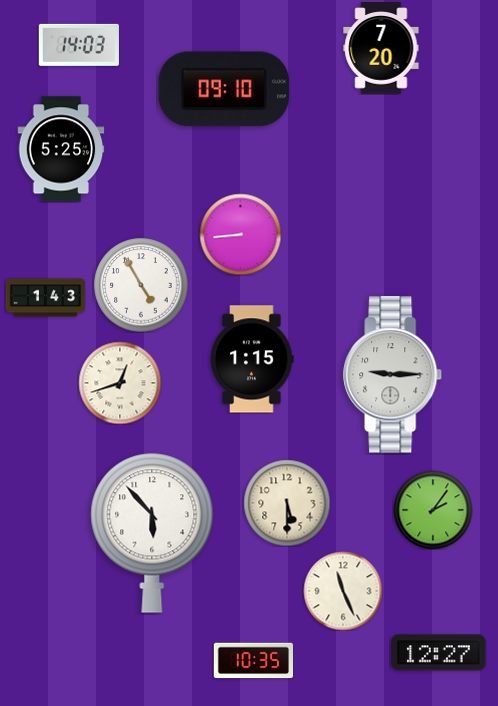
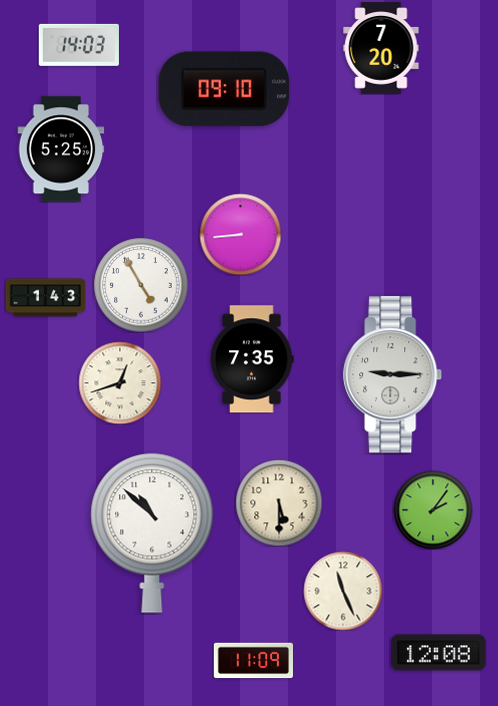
clock at (252, 359): 1:15 -> 7:35
clock at (287, 503) position: (287, 503) -> (279, 503)
clock at (152, 533): 5:53 -> 10:52
clock at (439, 653): 12:27 -> 12:08
clock at (253, 661): 10:35 -> 11:09
